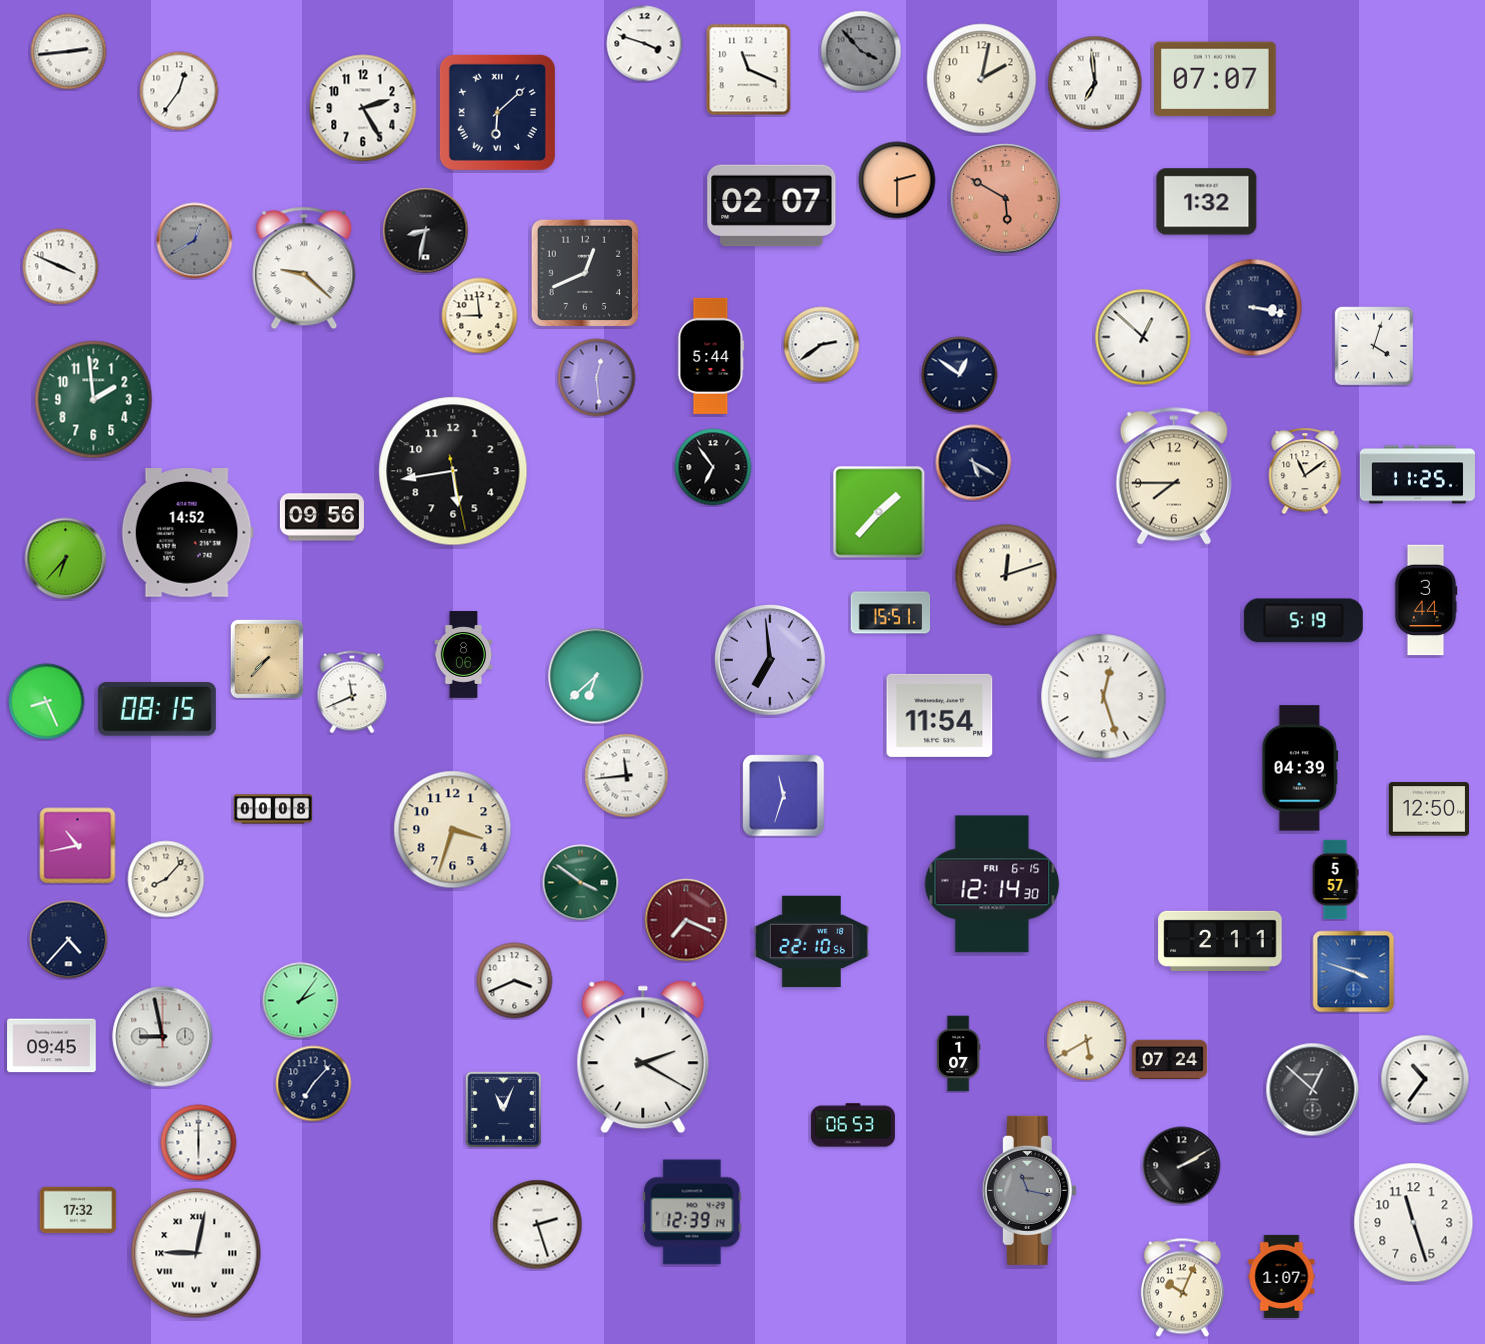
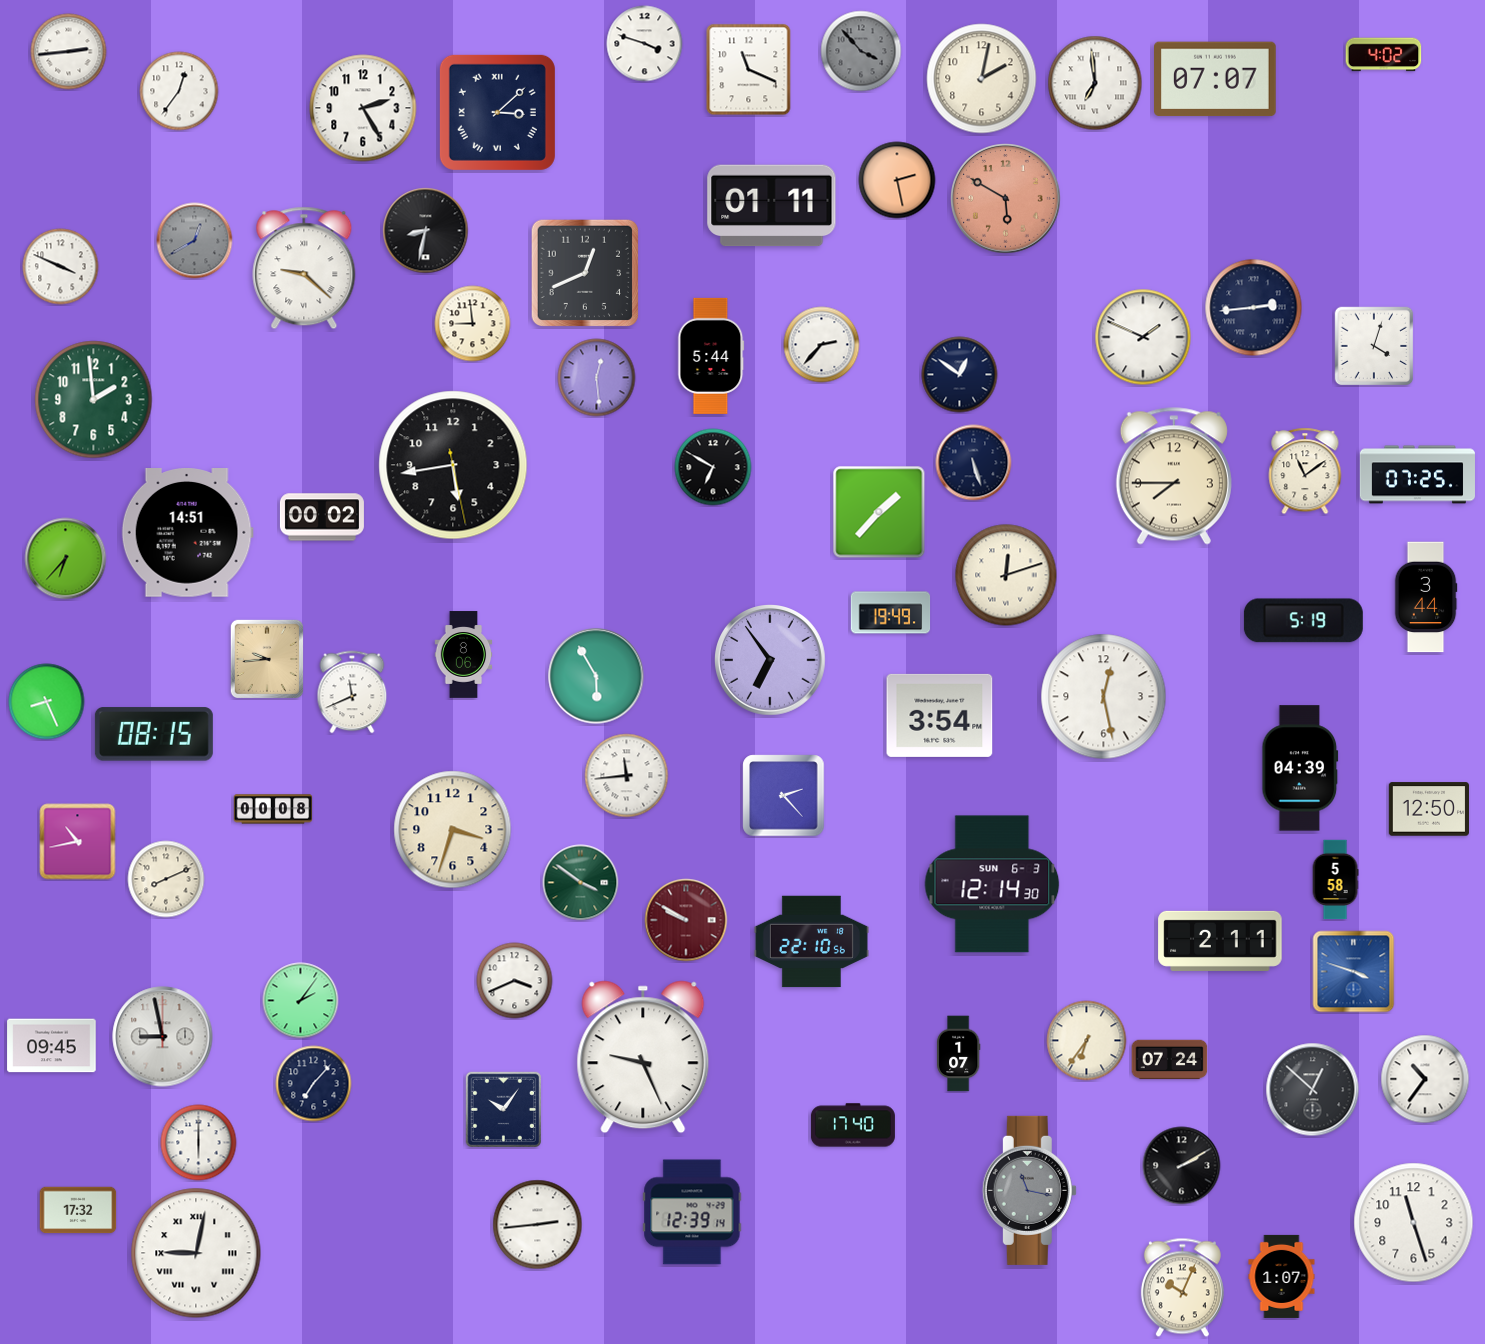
clock at (1384, 55): none -> 4:02
clock at (497, 112): 6:08 -> 3:08
clock at (897, 180): 2:30 -> 2:28
clock at (1207, 202): 1:32 -> none
clock at (772, 206): 02:07 -> 01:11
clock at (1254, 308): 3:17 -> 2:44
clock at (480, 316) position: (480, 316) -> (473, 324)
clock at (1143, 337): 12:52 -> 1:49
clock at (822, 345): 2:39 -> 2:37
clock at (974, 463): 5:20 -> 5:27
clock at (713, 467): 6:54 -> 6:50
clock at (453, 471) position: (453, 471) -> (453, 465)
clock at (1417, 475): 11:25 -> 07:25
clock at (322, 517): 09:56 -> 00:02
clock at (187, 533): 14:52 -> 14:51
clock at (1426, 600) position: (1426, 600) -> (1426, 597)
clock at (891, 613): 15:51 -> 19:49
clock at (266, 658): 7:37 -> 9:44
clock at (771, 661): 6:59 -> 6:54
clock at (596, 676): 6:38 -> 5:55
clock at (1104, 697): 12:27 -> 12:28
clock at (157, 709) position: (157, 709) -> (154, 734)
clock at (940, 715): 11:54 -> 3:54
clock at (784, 796): 11:33 -> 2:23
clock at (78, 846) position: (78, 846) -> (78, 842)
clock at (166, 879): 8:07 -> 8:11
clock at (1335, 880): 5:57 -> 5:58
clock at (992, 884) date: FRI 6-15 -> SUN 6-3
clock at (686, 920): 7:19 -> 9:50
clock at (69, 940): 4:37 -> none
clock at (1087, 1041): 5:40 -> 6:36
clock at (643, 1057): 2:20 -> 9:26
clock at (503, 1109): 11:04 -> 10:06
clock at (853, 1125): 06:53 -> 17:40
clock at (538, 1225): 2:27 -> 2:44
